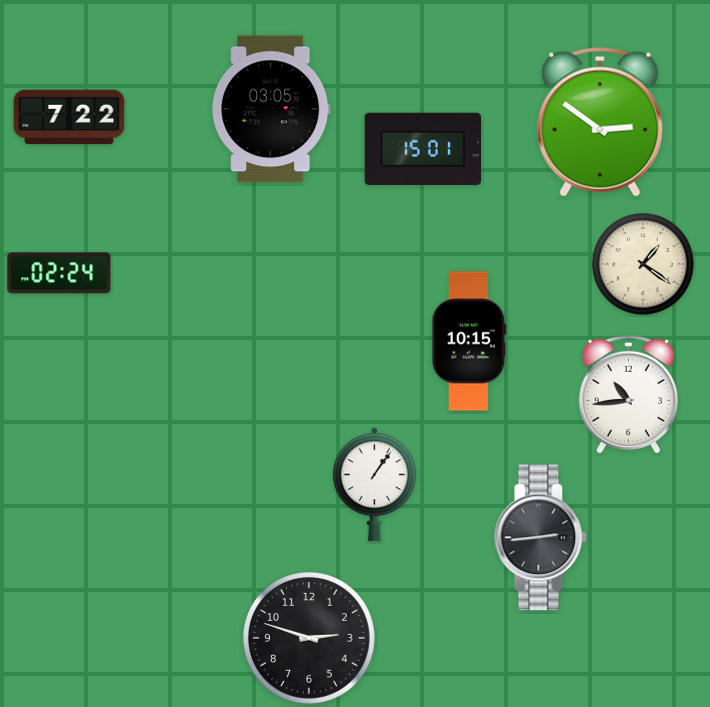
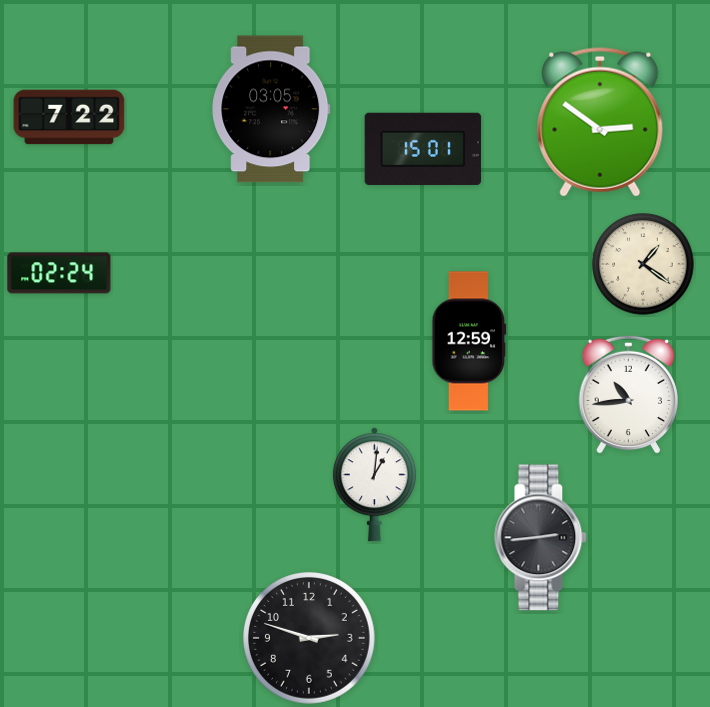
clock at (469, 341): 10:15 -> 12:59
clock at (374, 485): 1:06 -> 1:01
